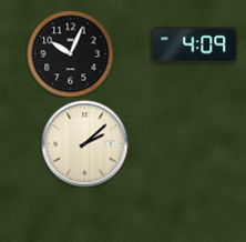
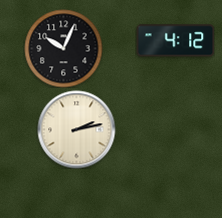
clock at (194, 46): 4:09 -> 4:12
clock at (84, 143): 2:08 -> 2:13
